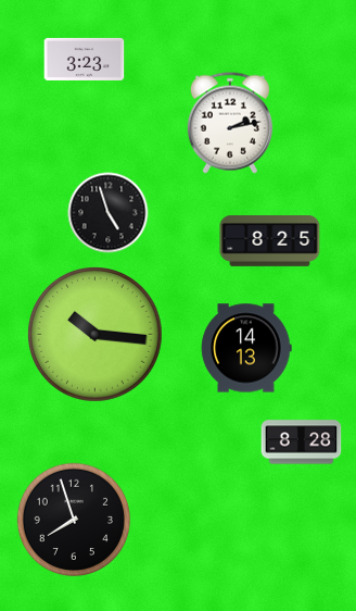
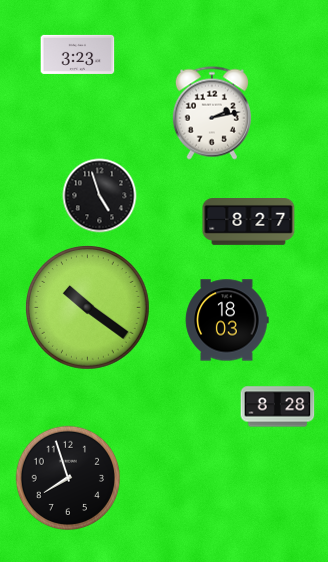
clock at (270, 241): 8:25 -> 8:27
clock at (96, 335): 10:16 -> 10:21
clock at (246, 348): 14:13 -> 18:03
